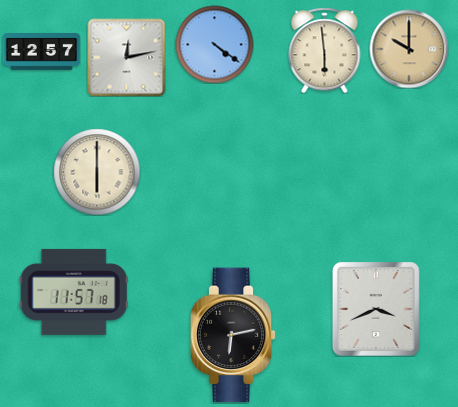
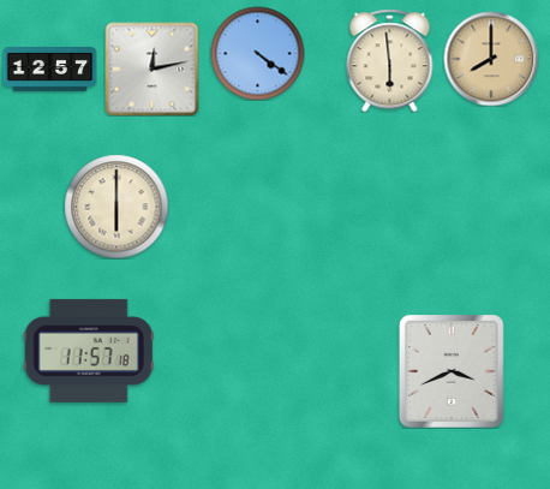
clock at (409, 49): 10:00 -> 8:00
clock at (41, 52) position: (41, 52) -> (49, 70)
clock at (233, 335): 6:13 -> none
